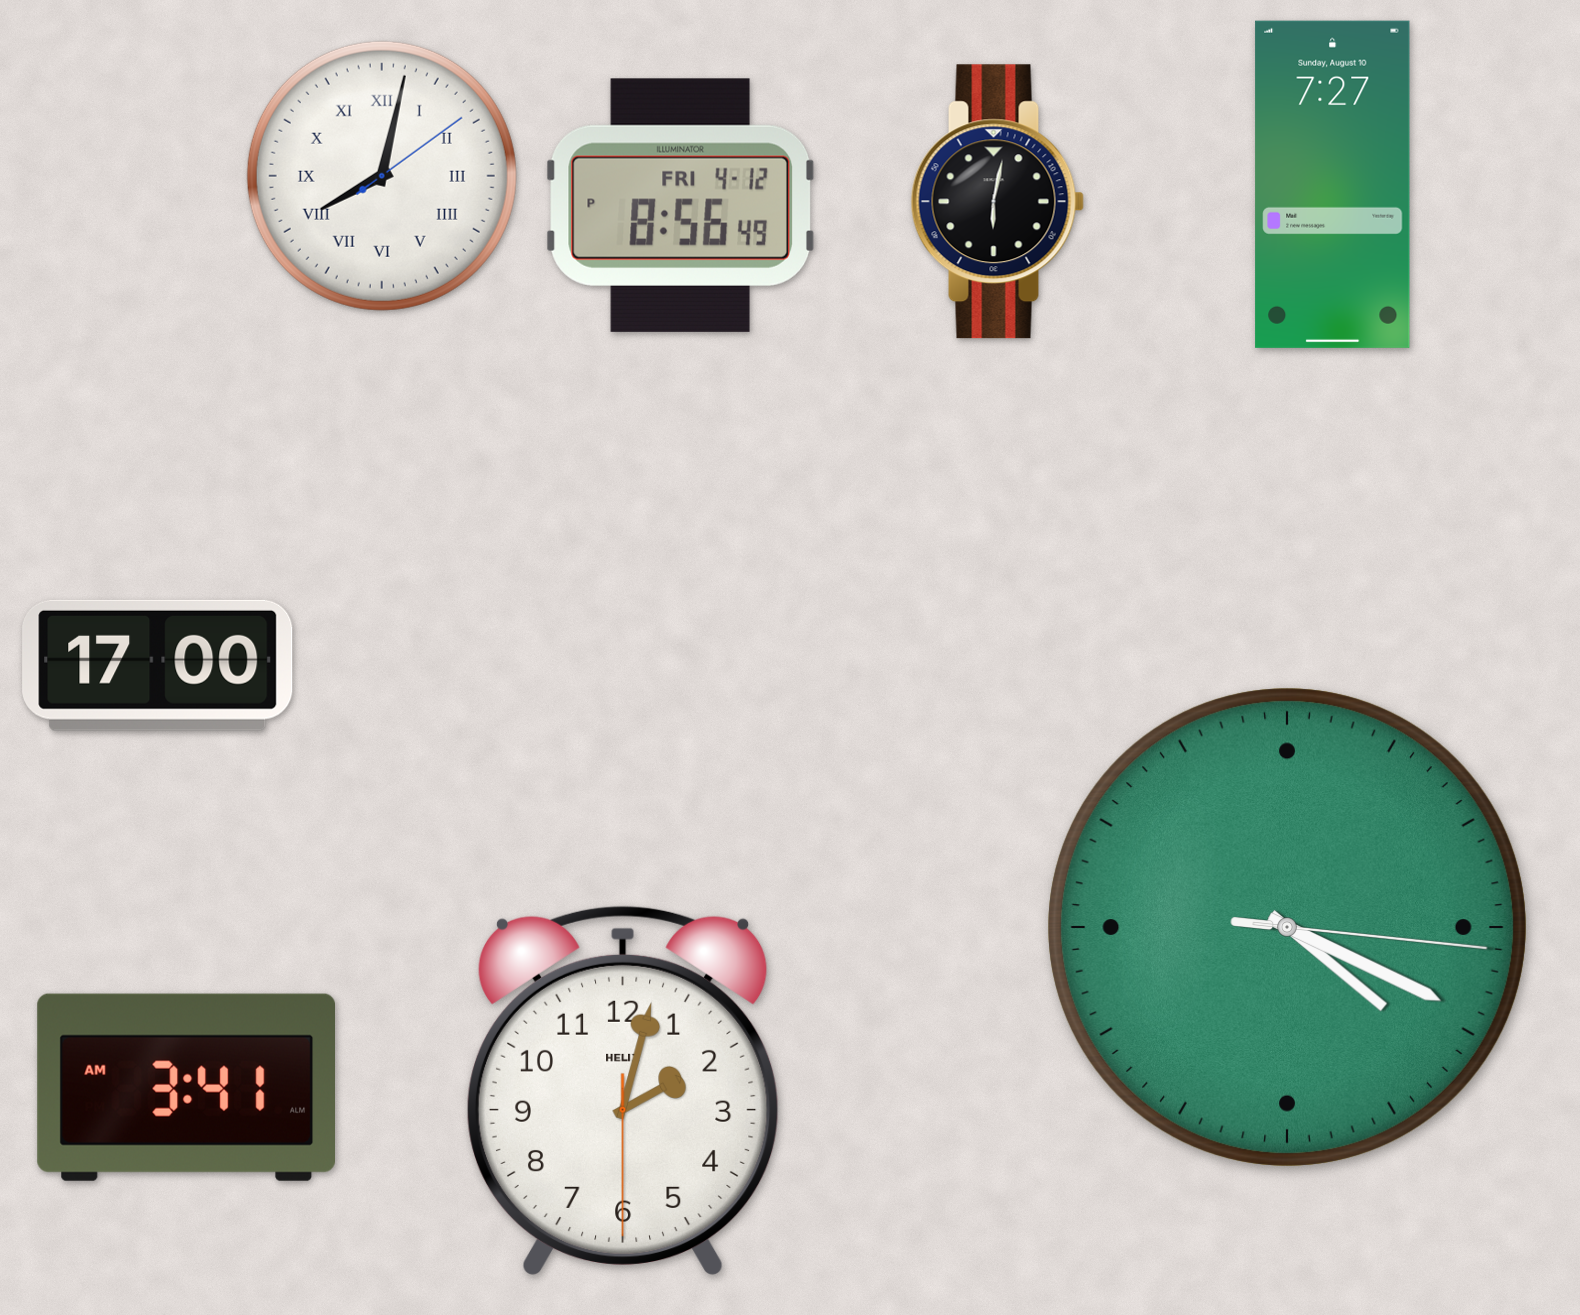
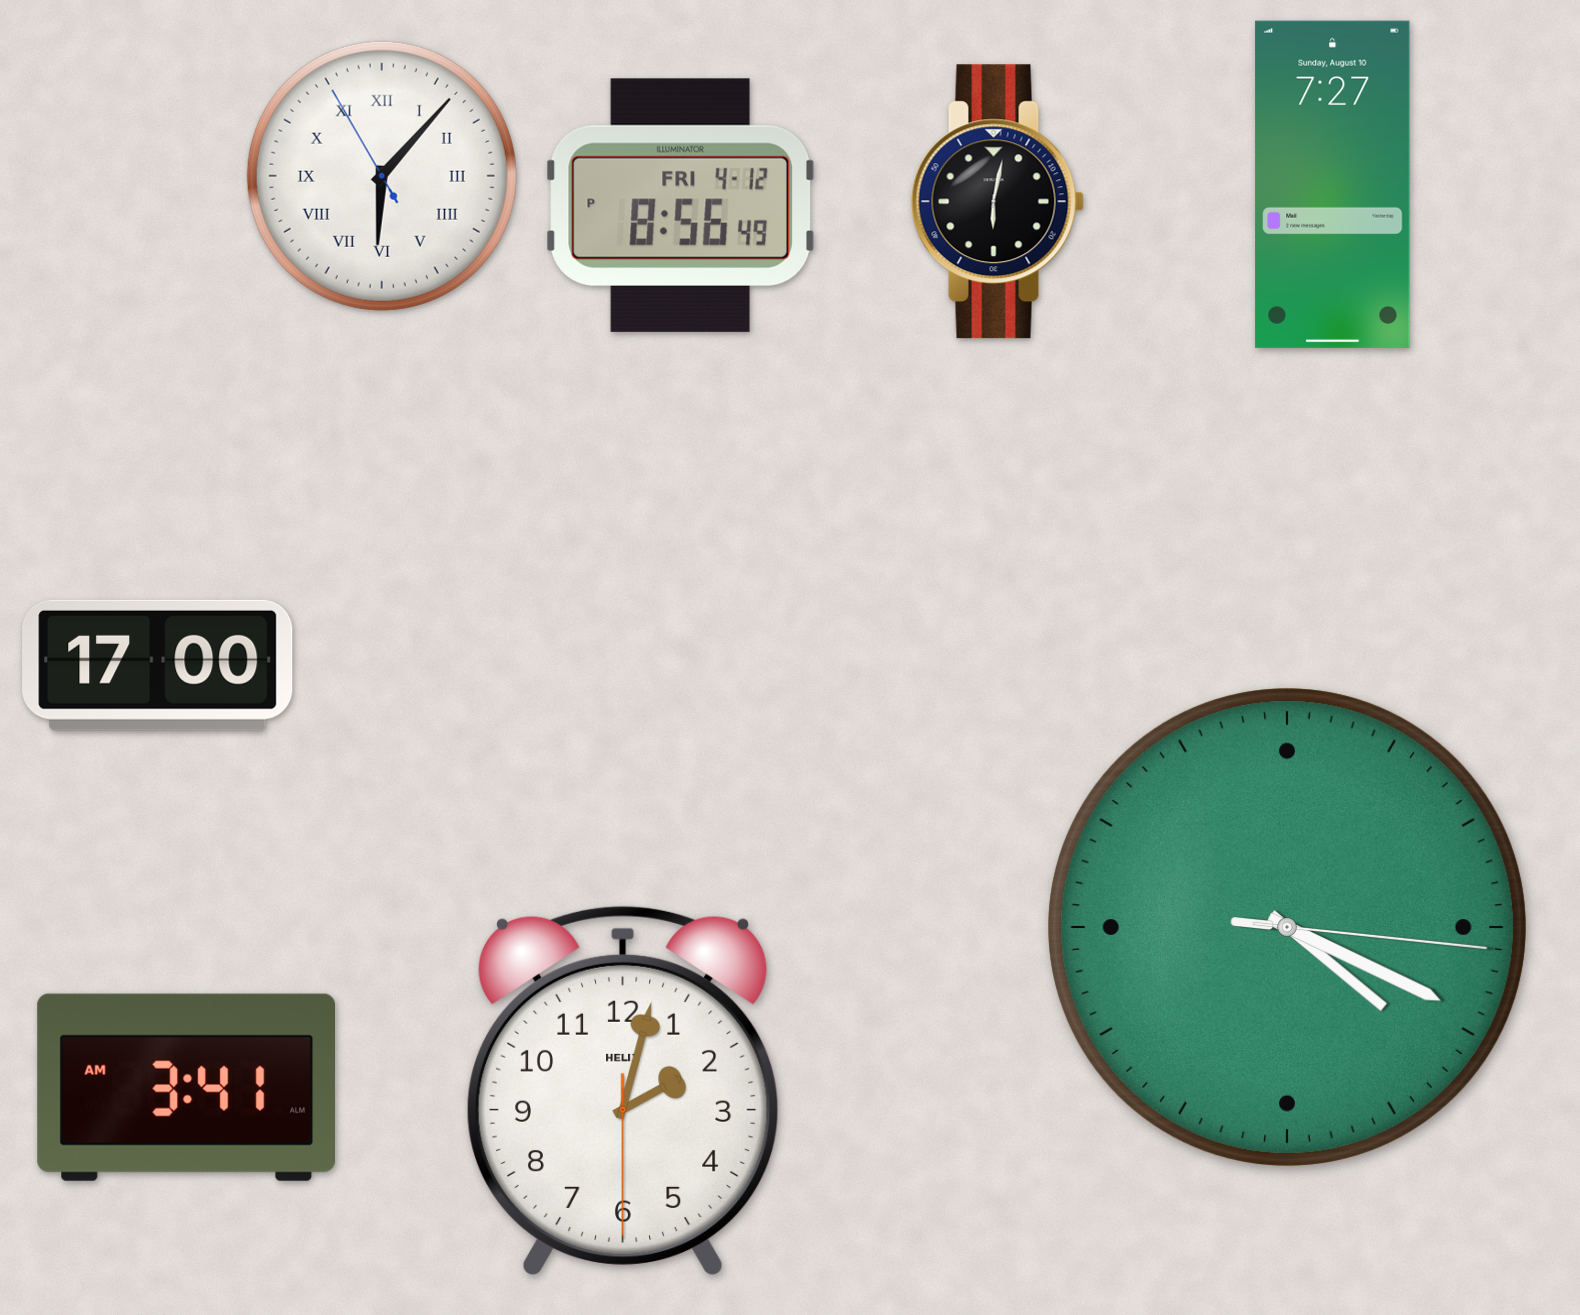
clock at (382, 176): 8:02 -> 6:06
